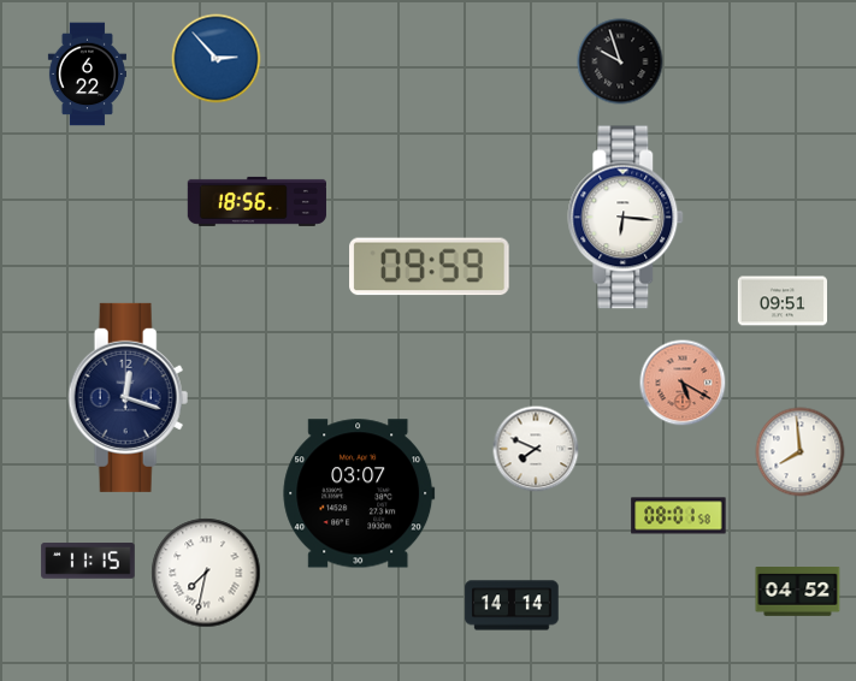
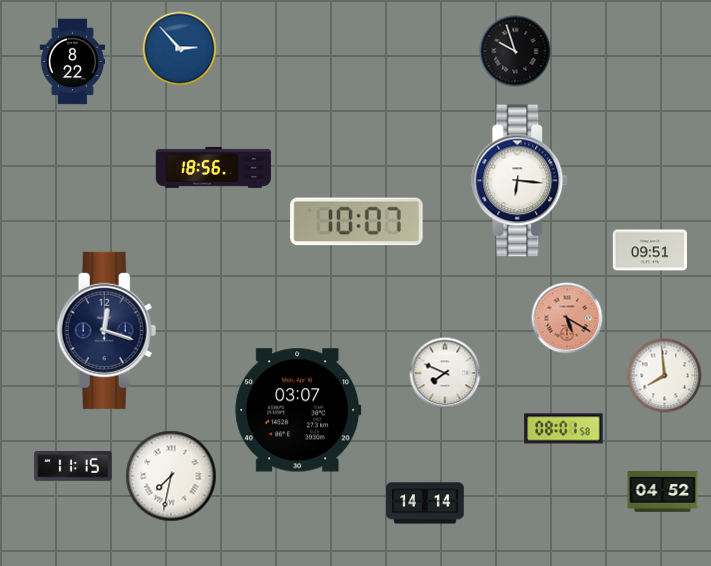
clock at (87, 75): 6:22 -> 8:22
clock at (430, 267): 09:59 -> 10:07
